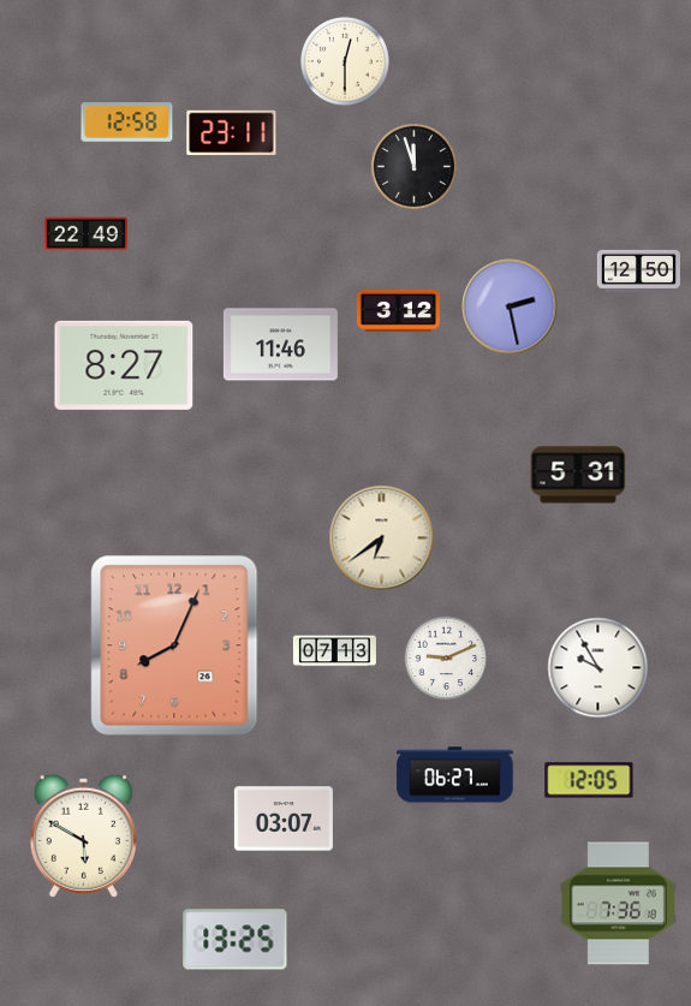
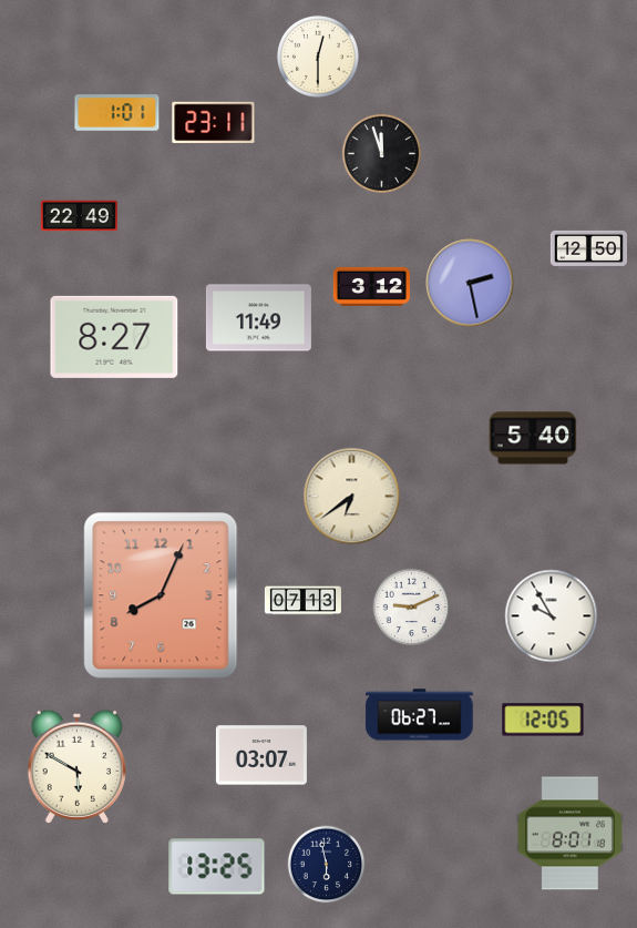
clock at (127, 123): 12:58 -> 1:01
clock at (398, 310) position: (398, 310) -> (371, 286)
clock at (280, 345): 11:46 -> 11:49
clock at (578, 475): 5:31 -> 5:40
clock at (334, 651) position: (334, 651) -> (302, 601)
clock at (83, 835) position: (83, 835) -> (76, 766)
clock at (618, 904): 7:36 -> 8:01
clock at (327, 865): none -> 5:58
